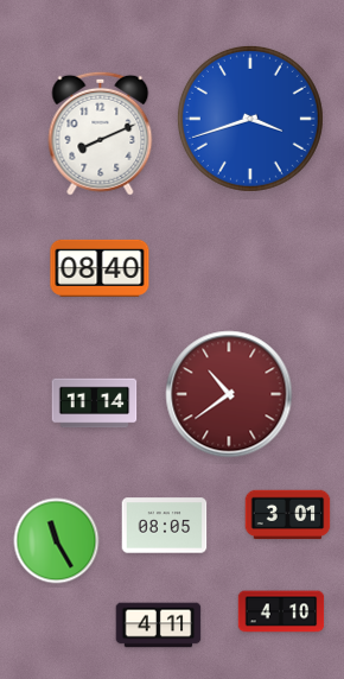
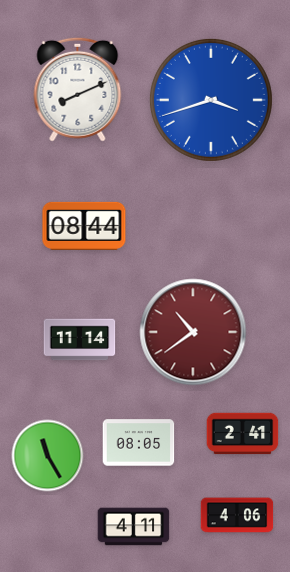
clock at (101, 133) position: (101, 133) -> (78, 89)
clock at (100, 268): 08:40 -> 08:44
clock at (288, 515): 3:01 -> 2:41
clock at (281, 611): 4:10 -> 4:06
